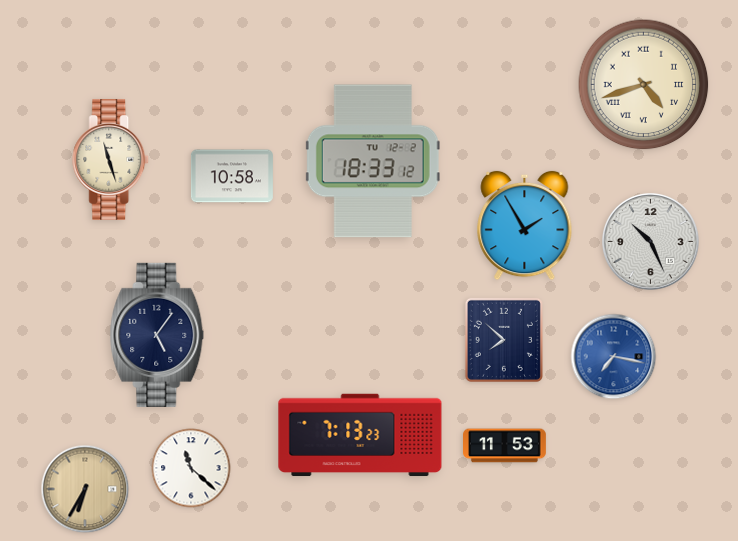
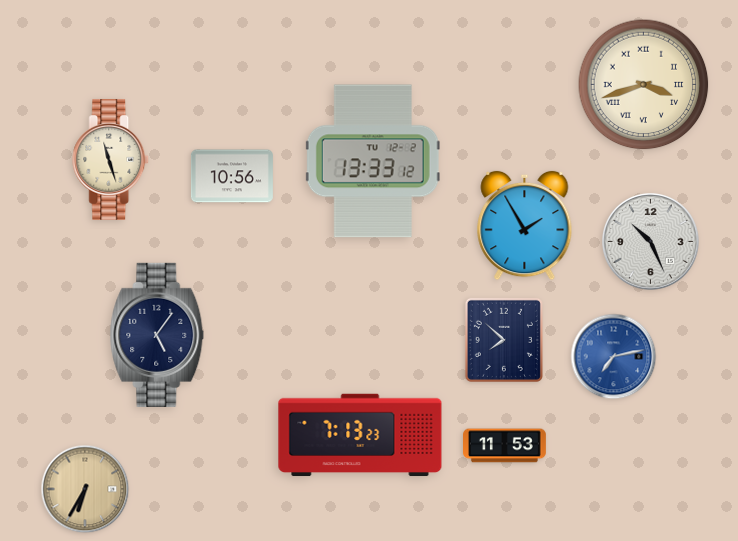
clock at (644, 85): 4:42 -> 3:42
clock at (373, 161): 18:33 -> 13:33
clock at (232, 176): 10:58 -> 10:56
clock at (614, 357): 7:17 -> 7:13
clock at (191, 468): 11:22 -> none
